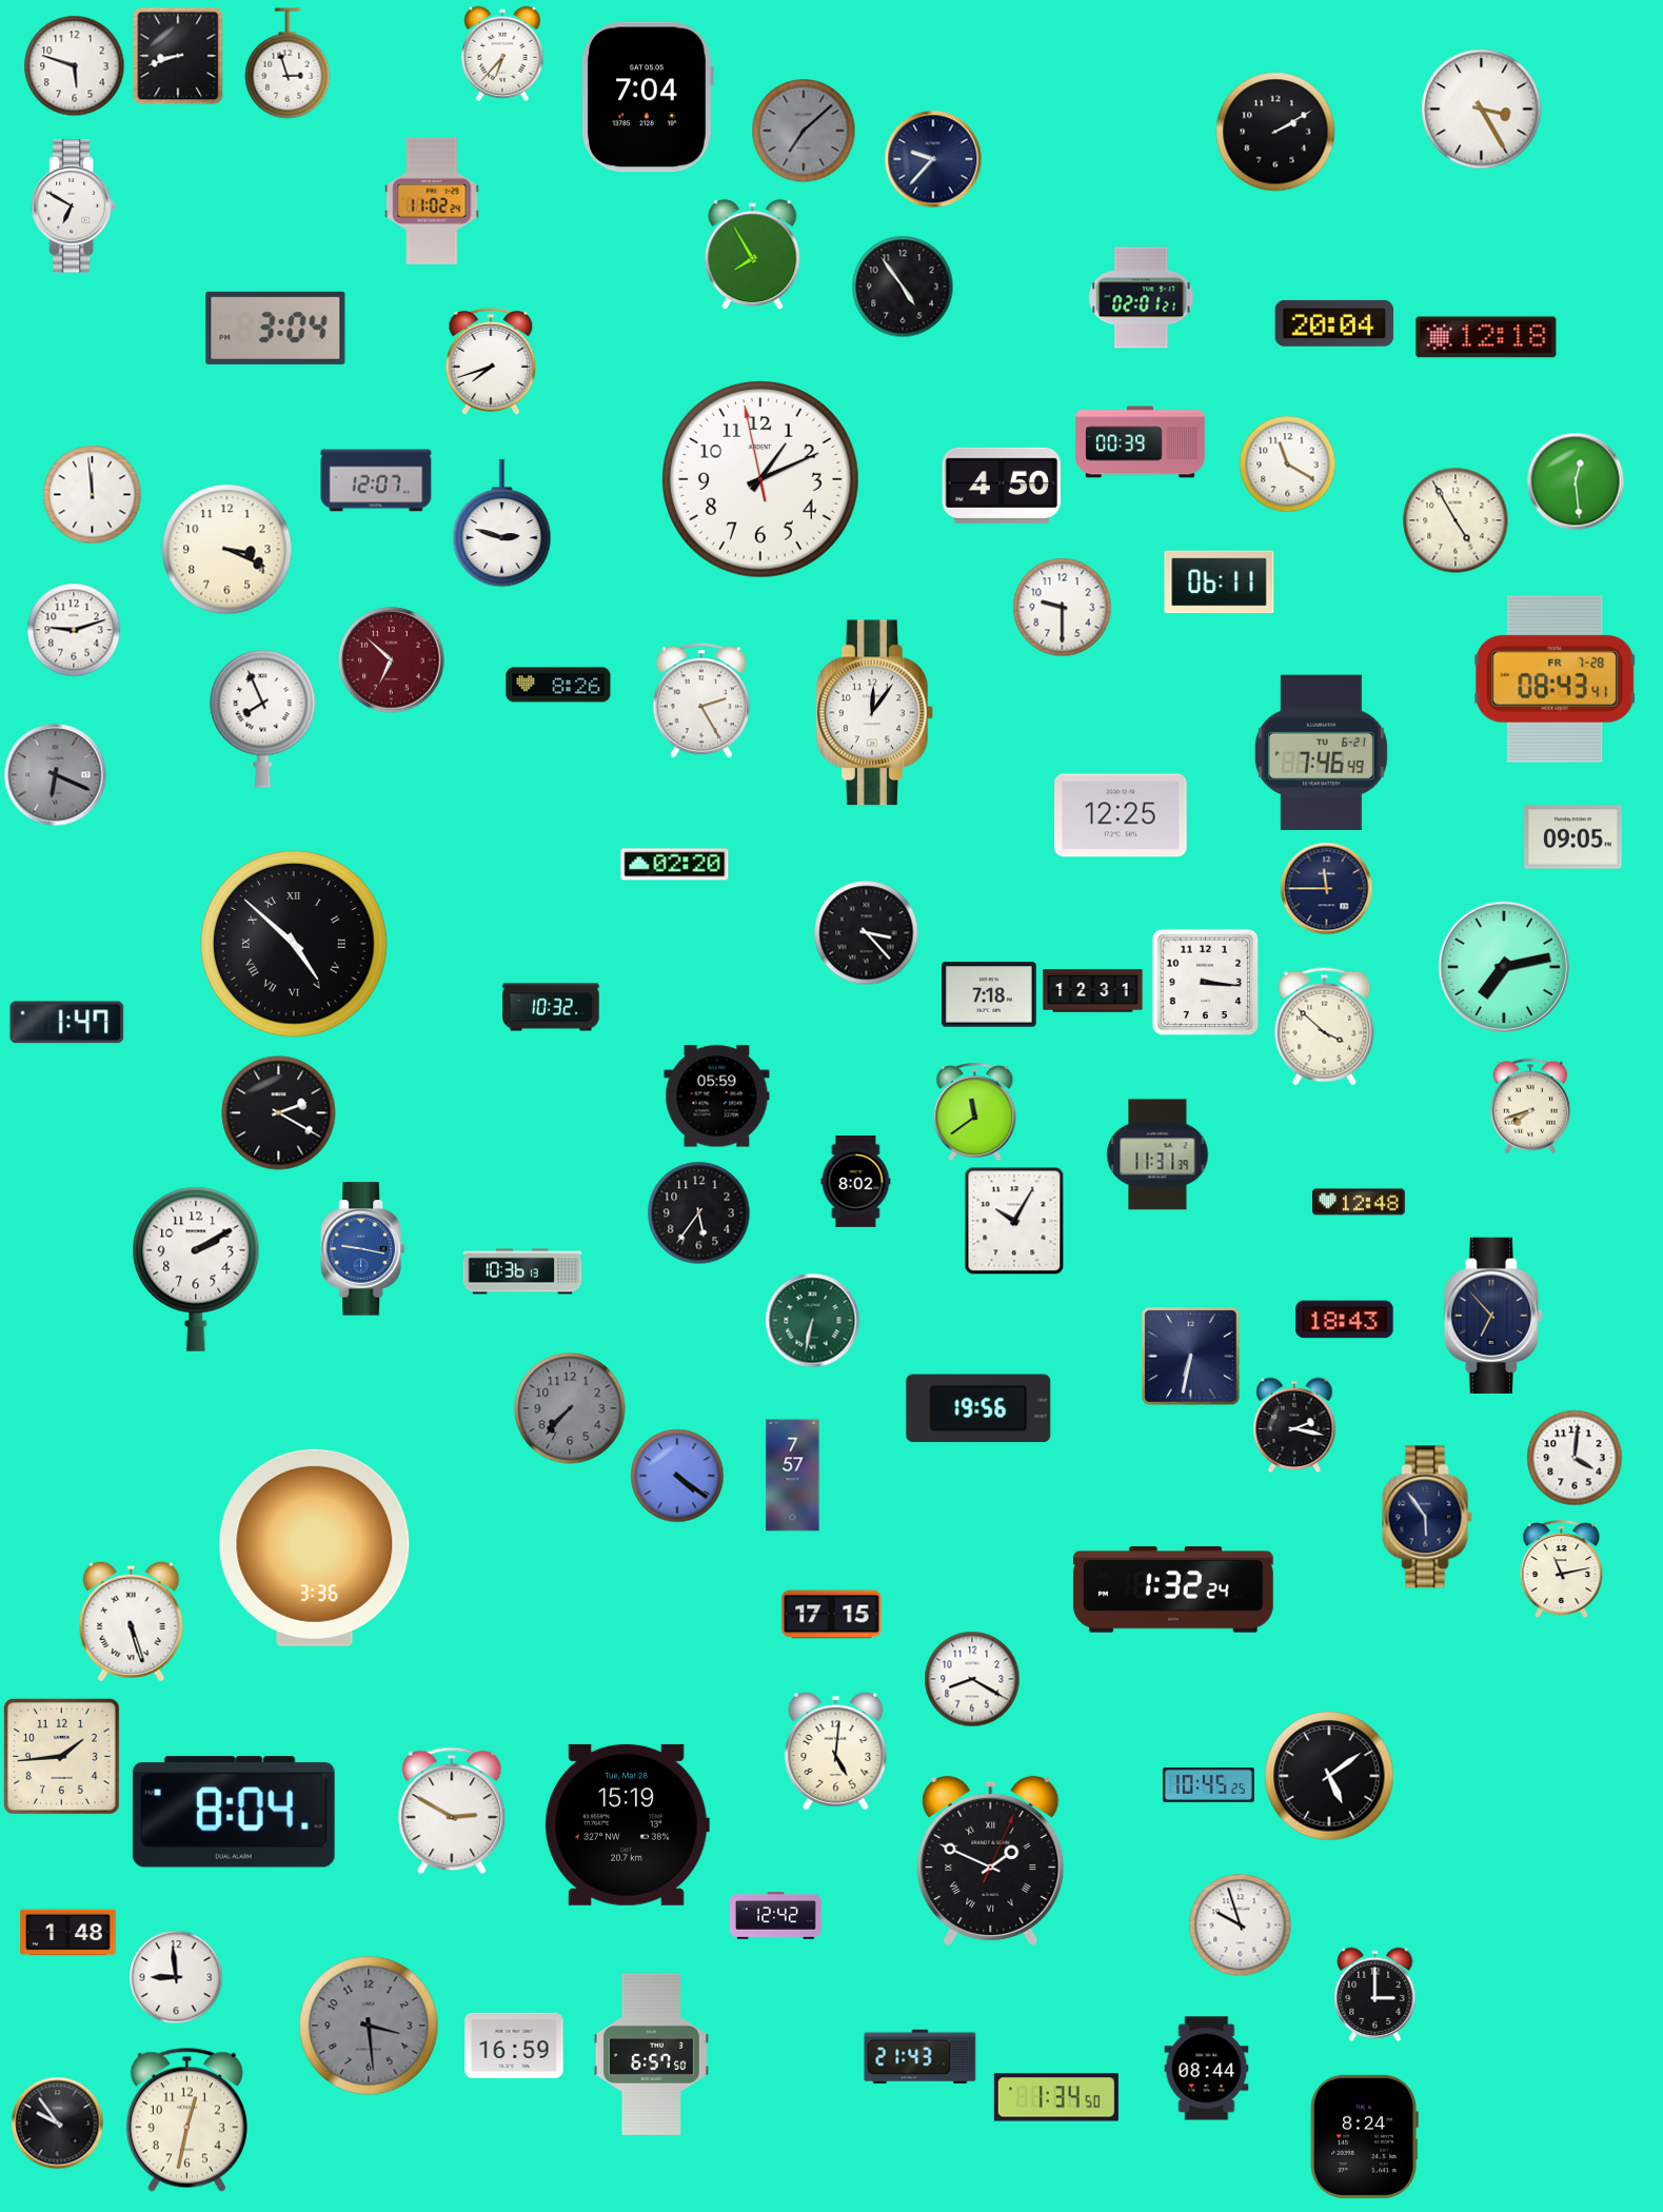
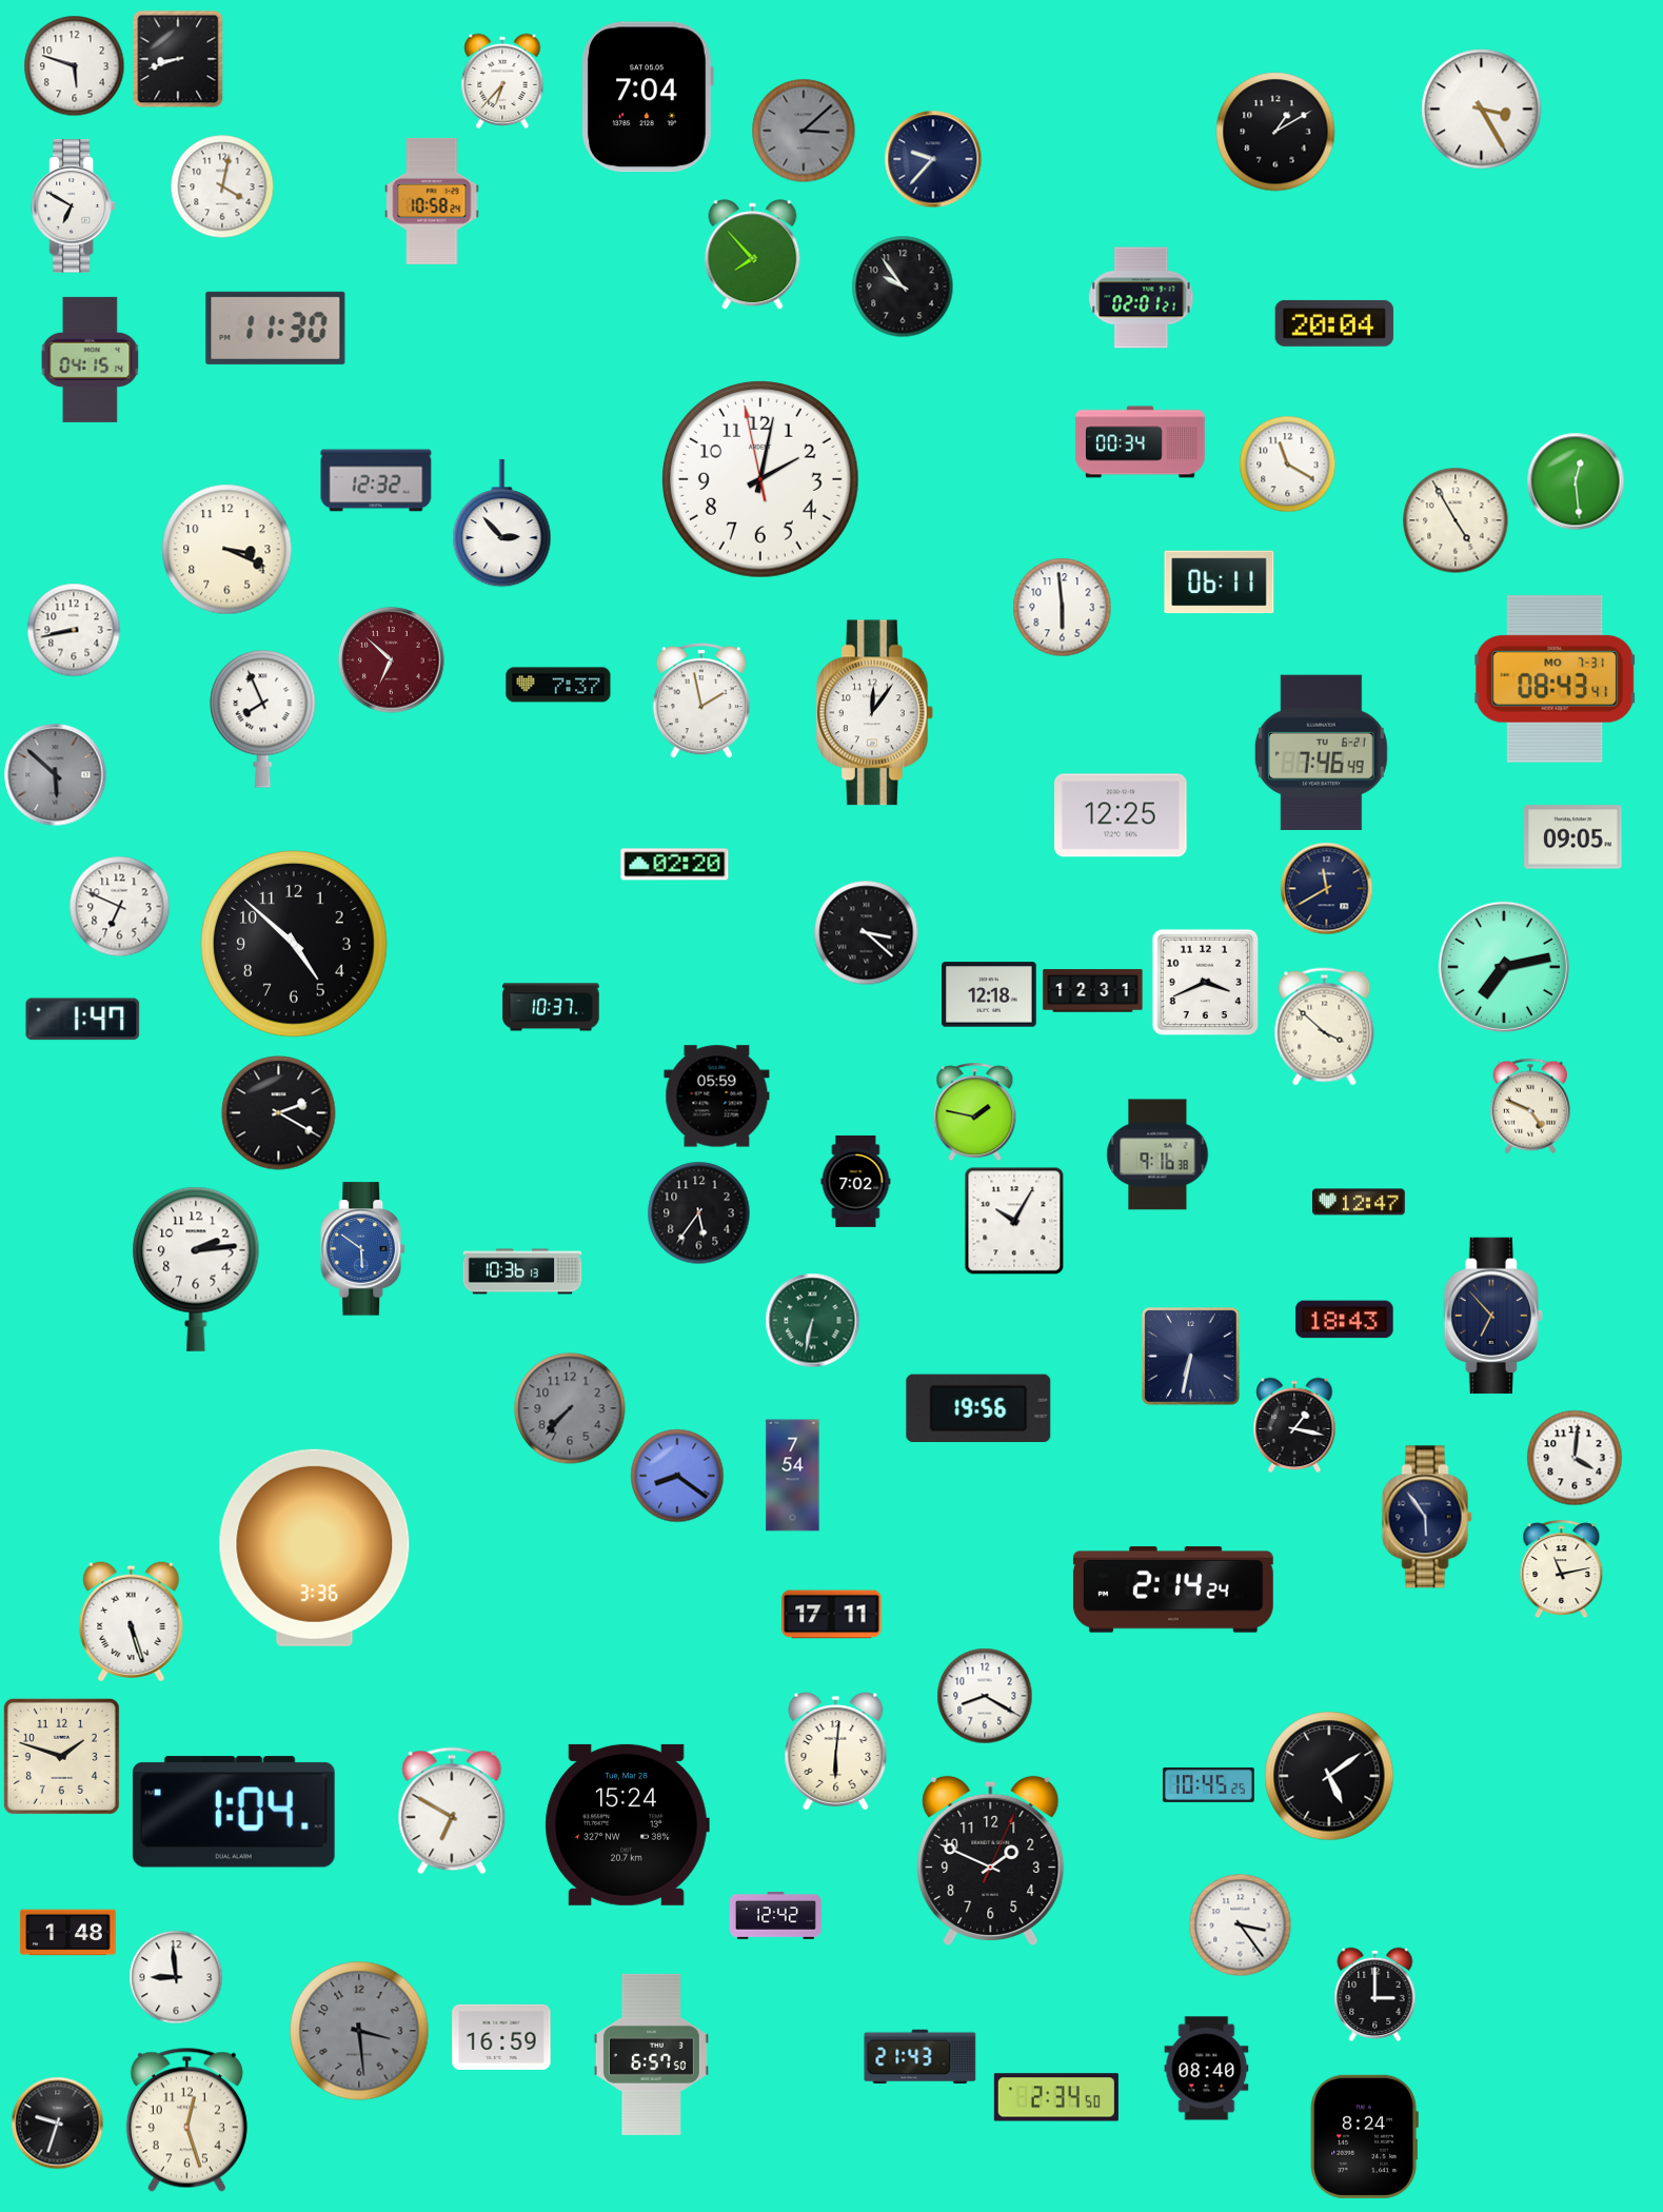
clock at (502, 54) position: (502, 54) -> (502, 81)
clock at (178, 56) position: (178, 56) -> (178, 59)
clock at (288, 63): 2:57 -> none
clock at (804, 131): 7:08 -> 3:08
clock at (1275, 132): 2:10 -> 1:10
clock at (222, 186): none -> 4:02
clock at (432, 201): 11:02 -> 10:58
clock at (753, 255): 7:55 -> 7:53
clock at (903, 287): 4:54 -> 9:54
clock at (276, 328): 3:04 -> 11:30
clock at (1486, 337): 12:18 -> none
clock at (91, 359): none -> 04:15
clock at (491, 361): 7:42 -> none
clock at (1141, 442): 00:39 -> 00:34
clock at (376, 480): 12:07 -> 12:32
clock at (761, 480): 1:10 -> 2:01
clock at (1002, 486): 4:50 -> none
clock at (93, 495): 11:59 -> none
clock at (502, 524): 2:48 -> 2:53
clock at (1063, 608): 9:30 -> 5:59
clock at (74, 630): 9:12 -> 8:43
clock at (1556, 679) date: FR 7-28 -> MO 7-31
clock at (558, 685): 8:26 -> 7:37
clock at (701, 700): 2:25 -> 1:58
clock at (56, 775): 6:19 -> 5:52
clock at (1327, 889): 11:45 -> 11:40
clock at (120, 907): none -> 6:49
clock at (867, 933): 3:23 -> 3:22
clock at (294, 944) numerals: Roman -> Arabic
clock at (1206, 983): 3:16 -> 3:41
clock at (989, 994): 7:18 -> 12:18
clock at (551, 1007): 10:32 -> 10:37
clock at (67, 1023) position: (67, 1023) -> (83, 1020)
clock at (1530, 1106): 7:42 -> 4:49
clock at (975, 1112): 11:39 -> 1:47
clock at (1157, 1154): 11:31 -> 9:16
clock at (856, 1182): 8:02 -> 7:02
clock at (1360, 1202): 12:48 -> 12:47
clock at (362, 1249): 9:17 -> 5:51
clock at (196, 1269): 2:10 -> 2:14
clock at (1294, 1425): 2:17 -> 1:17
clock at (677, 1476): 4:21 -> 8:21
clock at (793, 1476): 7:57 -> 7:54
clock at (1173, 1589): 1:32 -> 2:14
clock at (832, 1615): 17:15 -> 17:11
clock at (972, 1679) position: (972, 1679) -> (985, 1696)
clock at (836, 1751): 5:01 -> 6:01
clock at (61, 1756): 1:44 -> 1:48
clock at (452, 1811): 2:50 -> 6:50
clock at (234, 1812): 8:04 -> 1:04
clock at (627, 1824): 15:19 -> 15:24
clock at (991, 1860) numerals: Roman -> Arabic
clock at (1241, 1925): 9:57 -> 3:24
clock at (369, 2026) position: (369, 2026) -> (359, 2031)
clock at (514, 2046) position: (514, 2046) -> (501, 2037)
clock at (1207, 2069): 08:44 -> 08:40
clock at (1056, 2097): 1:34 -> 2:34
clock at (186, 2119): 12:32 -> 12:27
clock at (58, 2124): 9:54 -> 9:33
